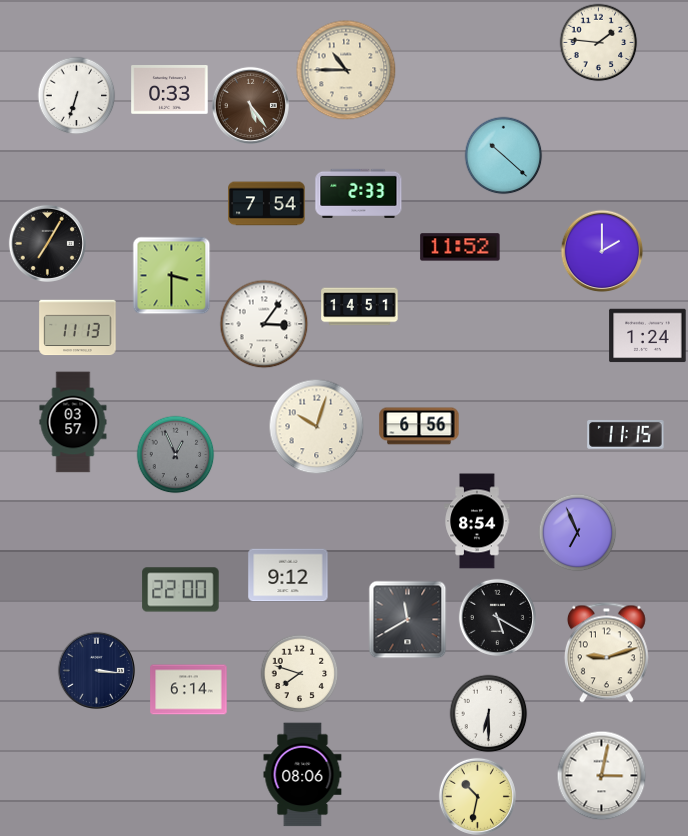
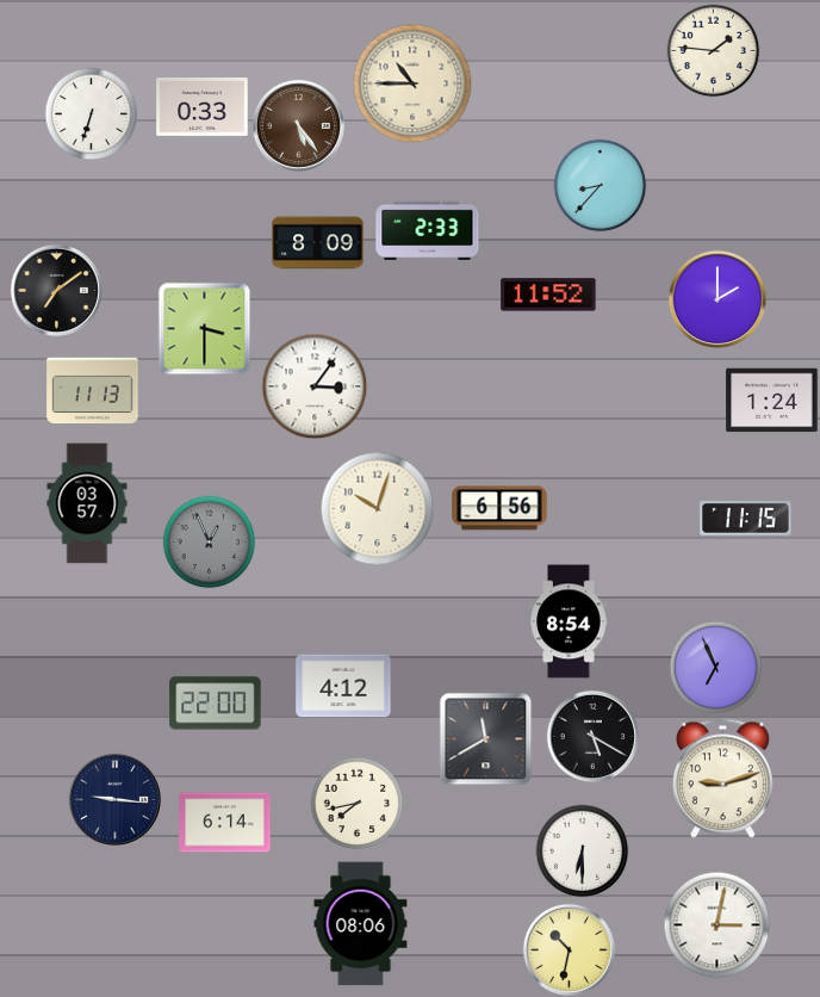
clock at (503, 155): 10:22 -> 8:37
clock at (267, 204): 7:54 -> 8:09
clock at (47, 243): 7:05 -> 7:09
clock at (360, 307): 14:51 -> none
clock at (577, 532) position: (577, 532) -> (715, 667)
clock at (288, 575): 9:12 -> 4:12
clock at (96, 670): 3:16 -> 9:16
clock at (299, 673): 7:48 -> 7:43
